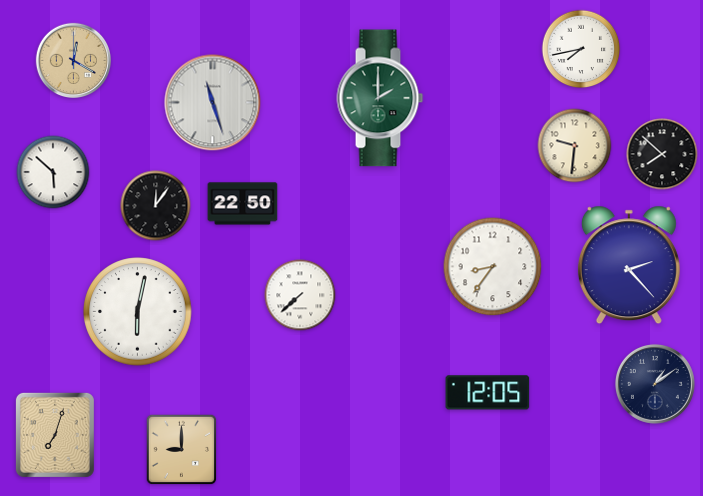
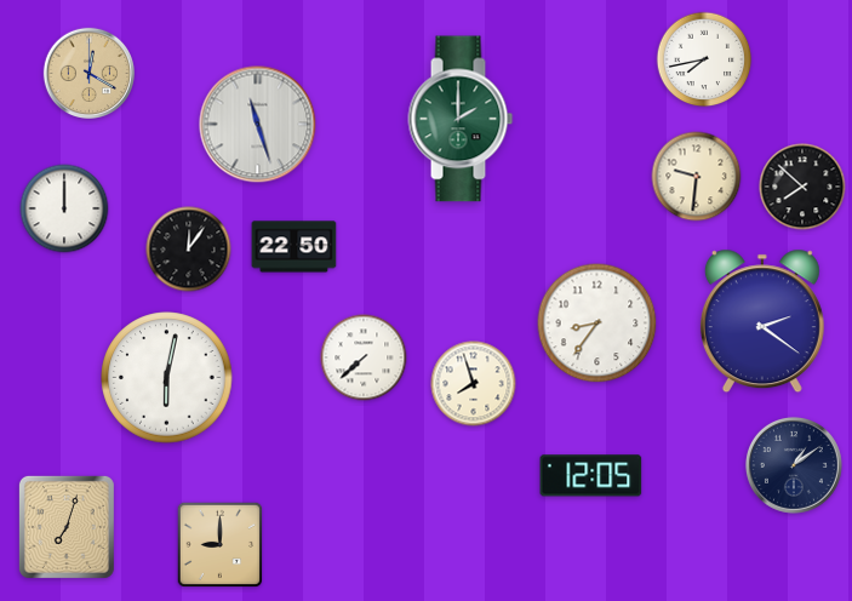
clock at (53, 172): 5:52 -> 12:00
clock at (629, 265): 2:23 -> 2:21
clock at (474, 384): none -> 7:57
